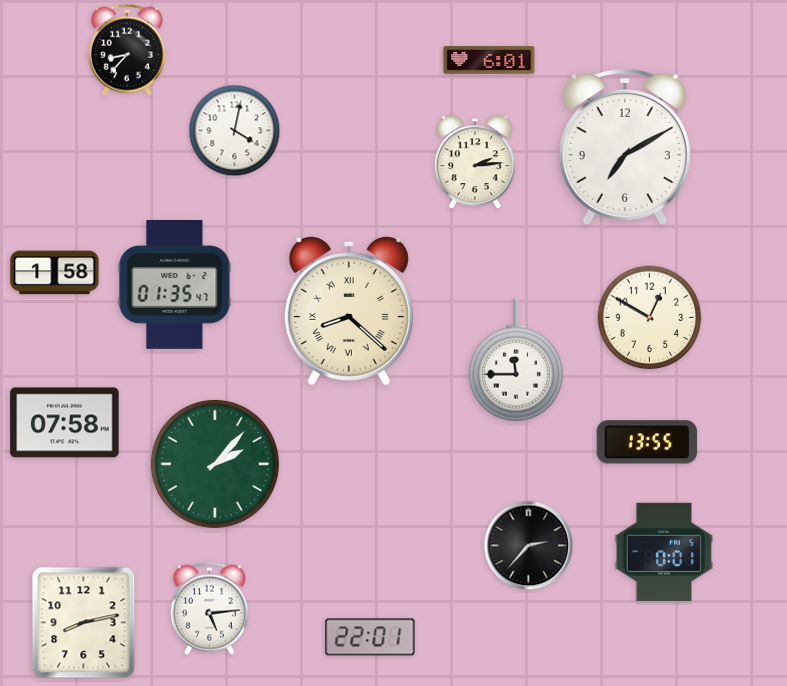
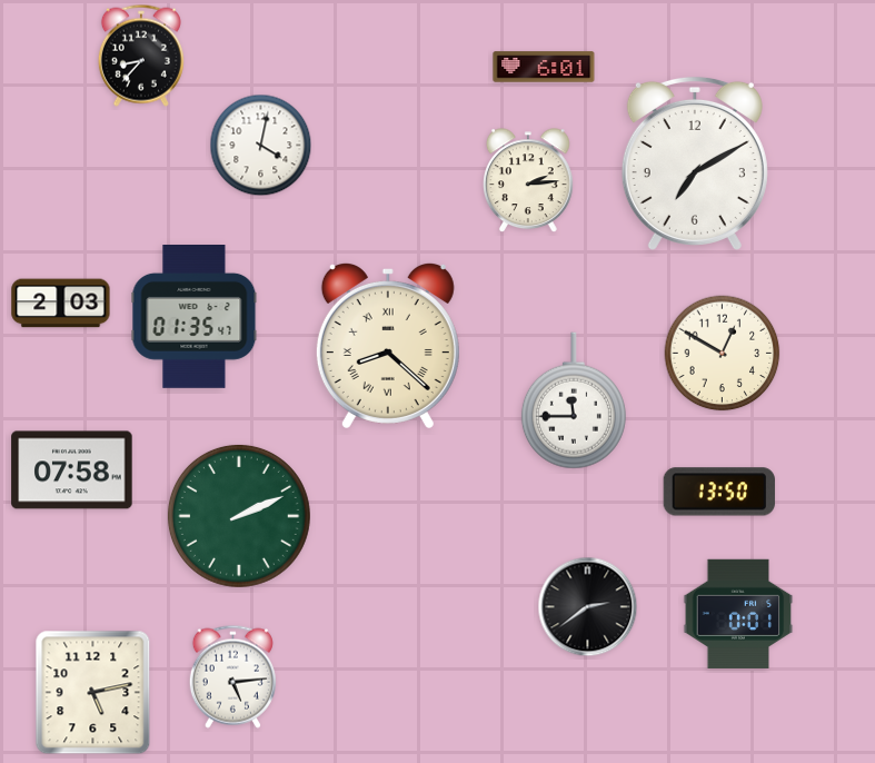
clock at (55, 273): 1:58 -> 2:03
clock at (647, 442): 13:55 -> 13:50
clock at (215, 464): 2:07 -> 2:11
clock at (529, 546): 2:37 -> 2:39
clock at (84, 623): 8:13 -> 5:13
clock at (370, 637): 22:01 -> none
